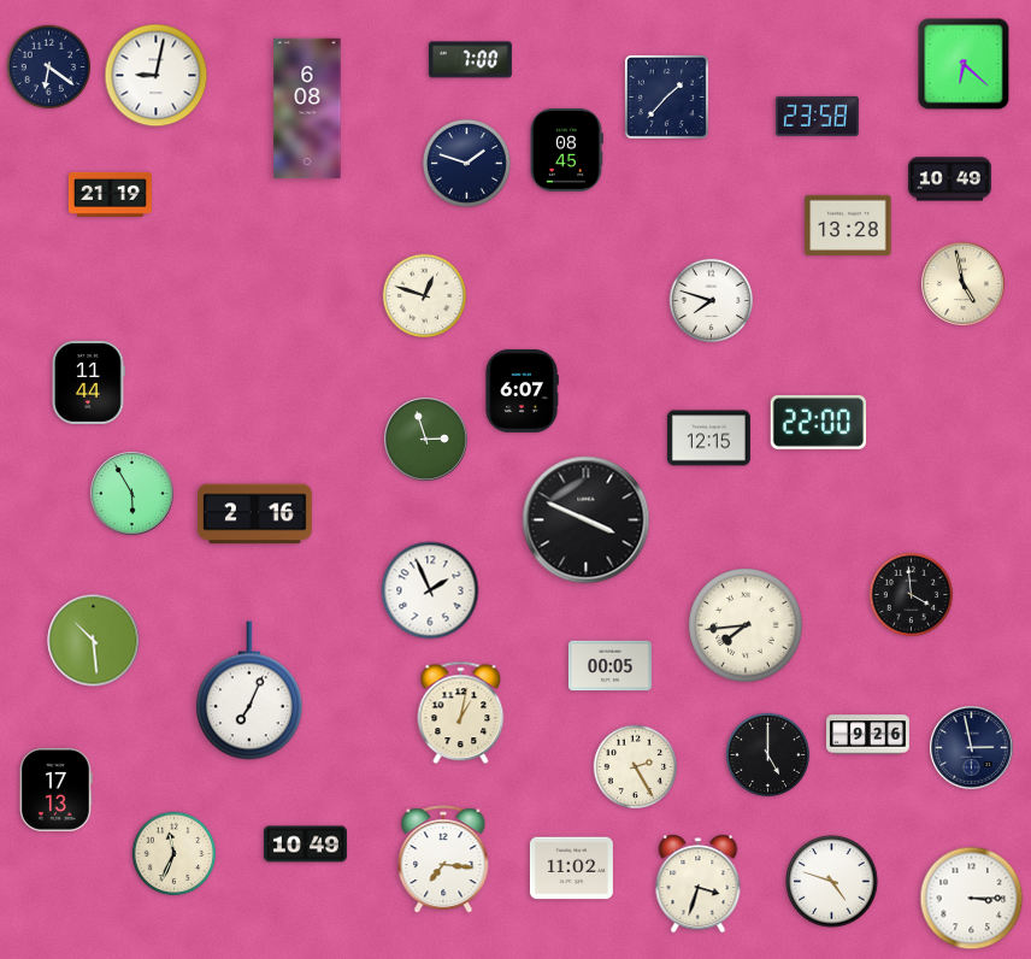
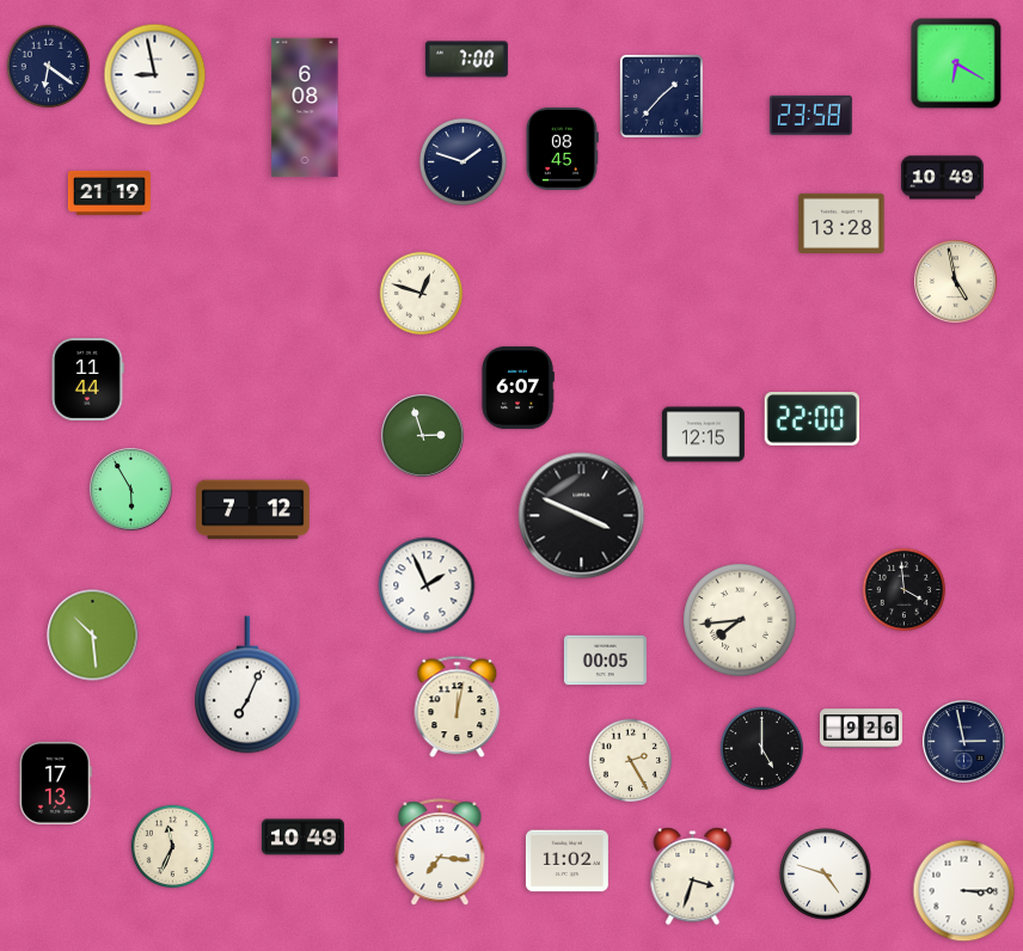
clock at (964, 64): 6:22 -> 6:20
clock at (157, 76): 9:02 -> 8:58
clock at (712, 301): 7:48 -> none
clock at (255, 514): 2:16 -> 7:12
clock at (461, 713): 1:02 -> 12:02
